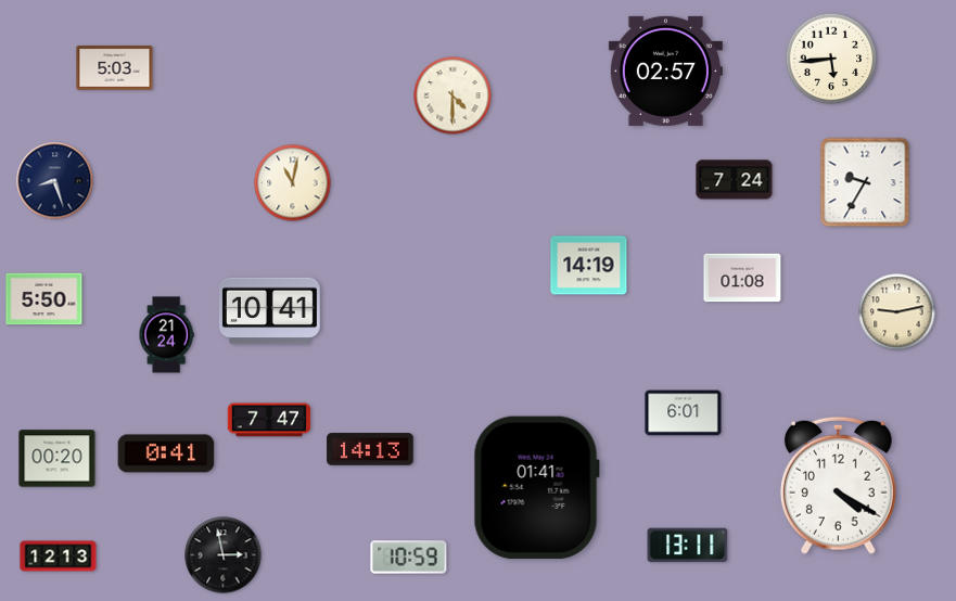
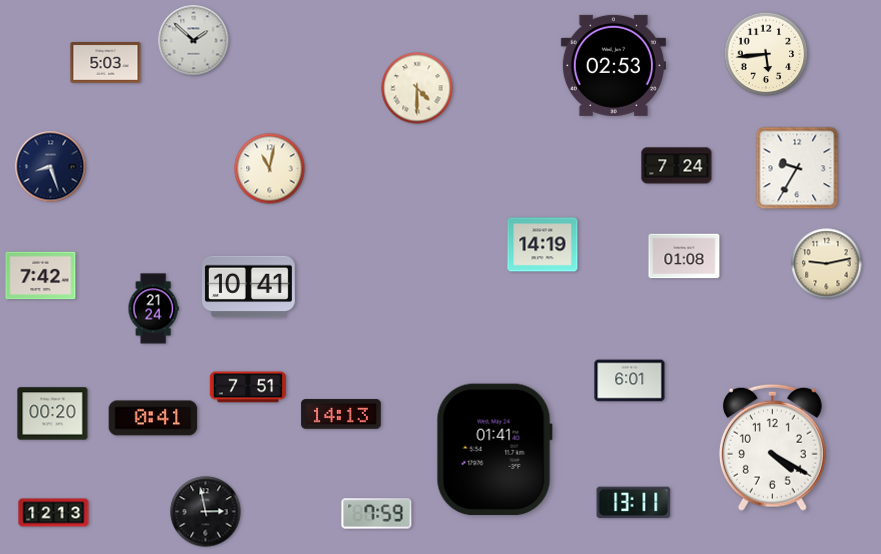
clock at (194, 41): none -> 1:52
clock at (665, 71): 02:57 -> 02:53
clock at (44, 299): 5:50 -> 7:42
clock at (897, 312) position: (897, 312) -> (827, 264)
clock at (269, 420): 7:47 -> 7:51
clock at (58, 459) position: (58, 459) -> (53, 414)
clock at (409, 558): 10:59 -> 7:59
